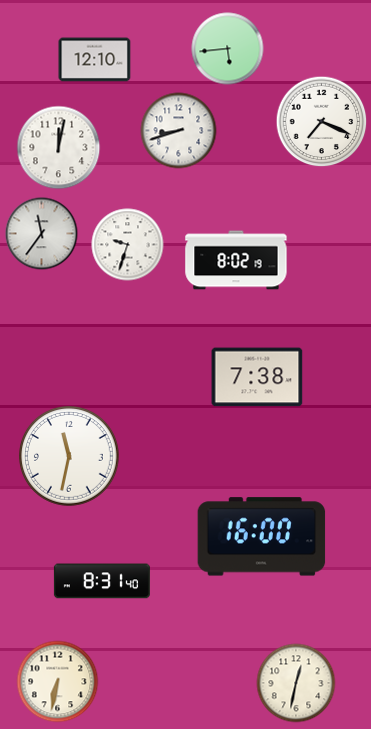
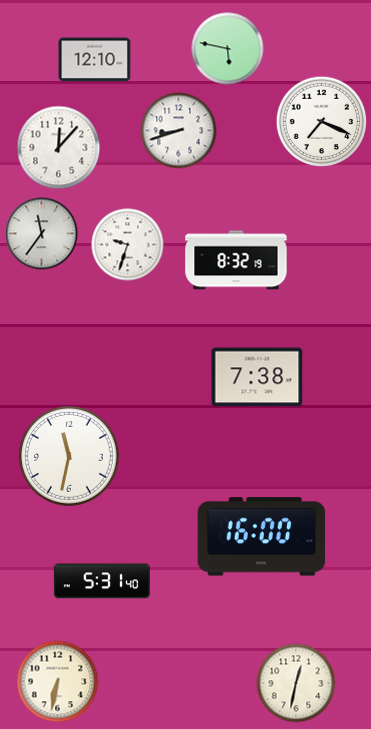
clock at (228, 49): 5:44 -> 5:47
clock at (59, 148): 12:02 -> 12:07
clock at (236, 260): 8:02 -> 8:32
clock at (102, 581): 8:31 -> 5:31
